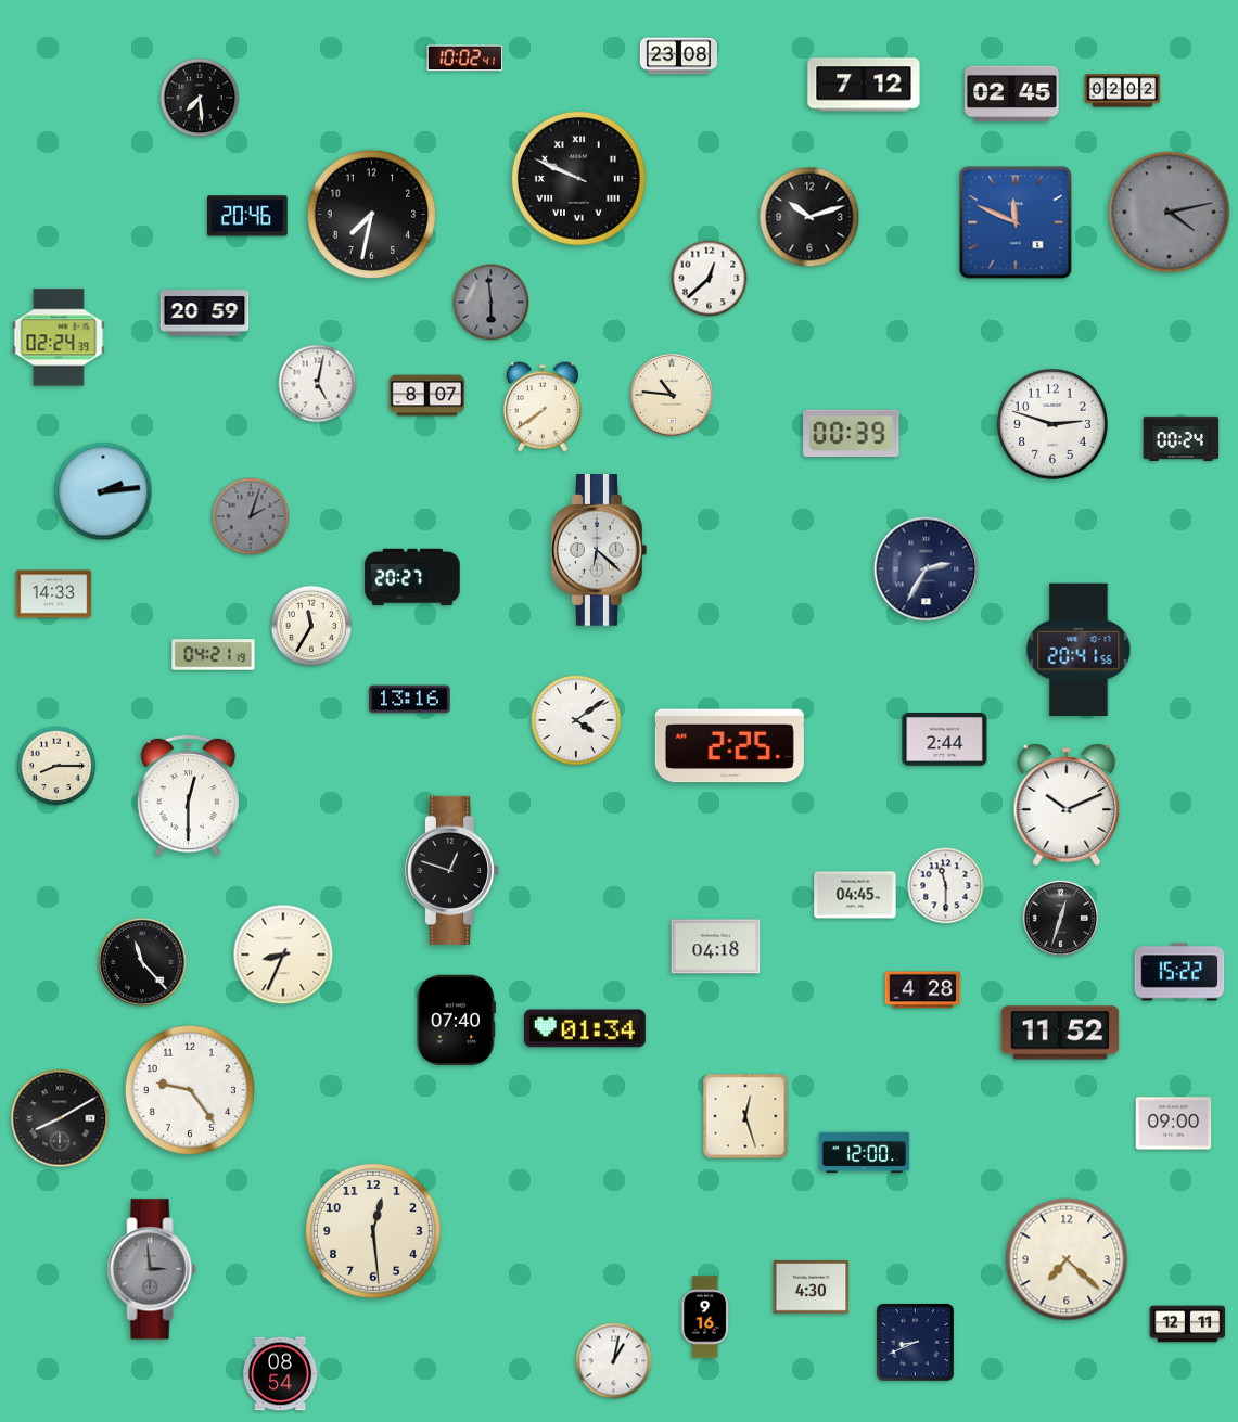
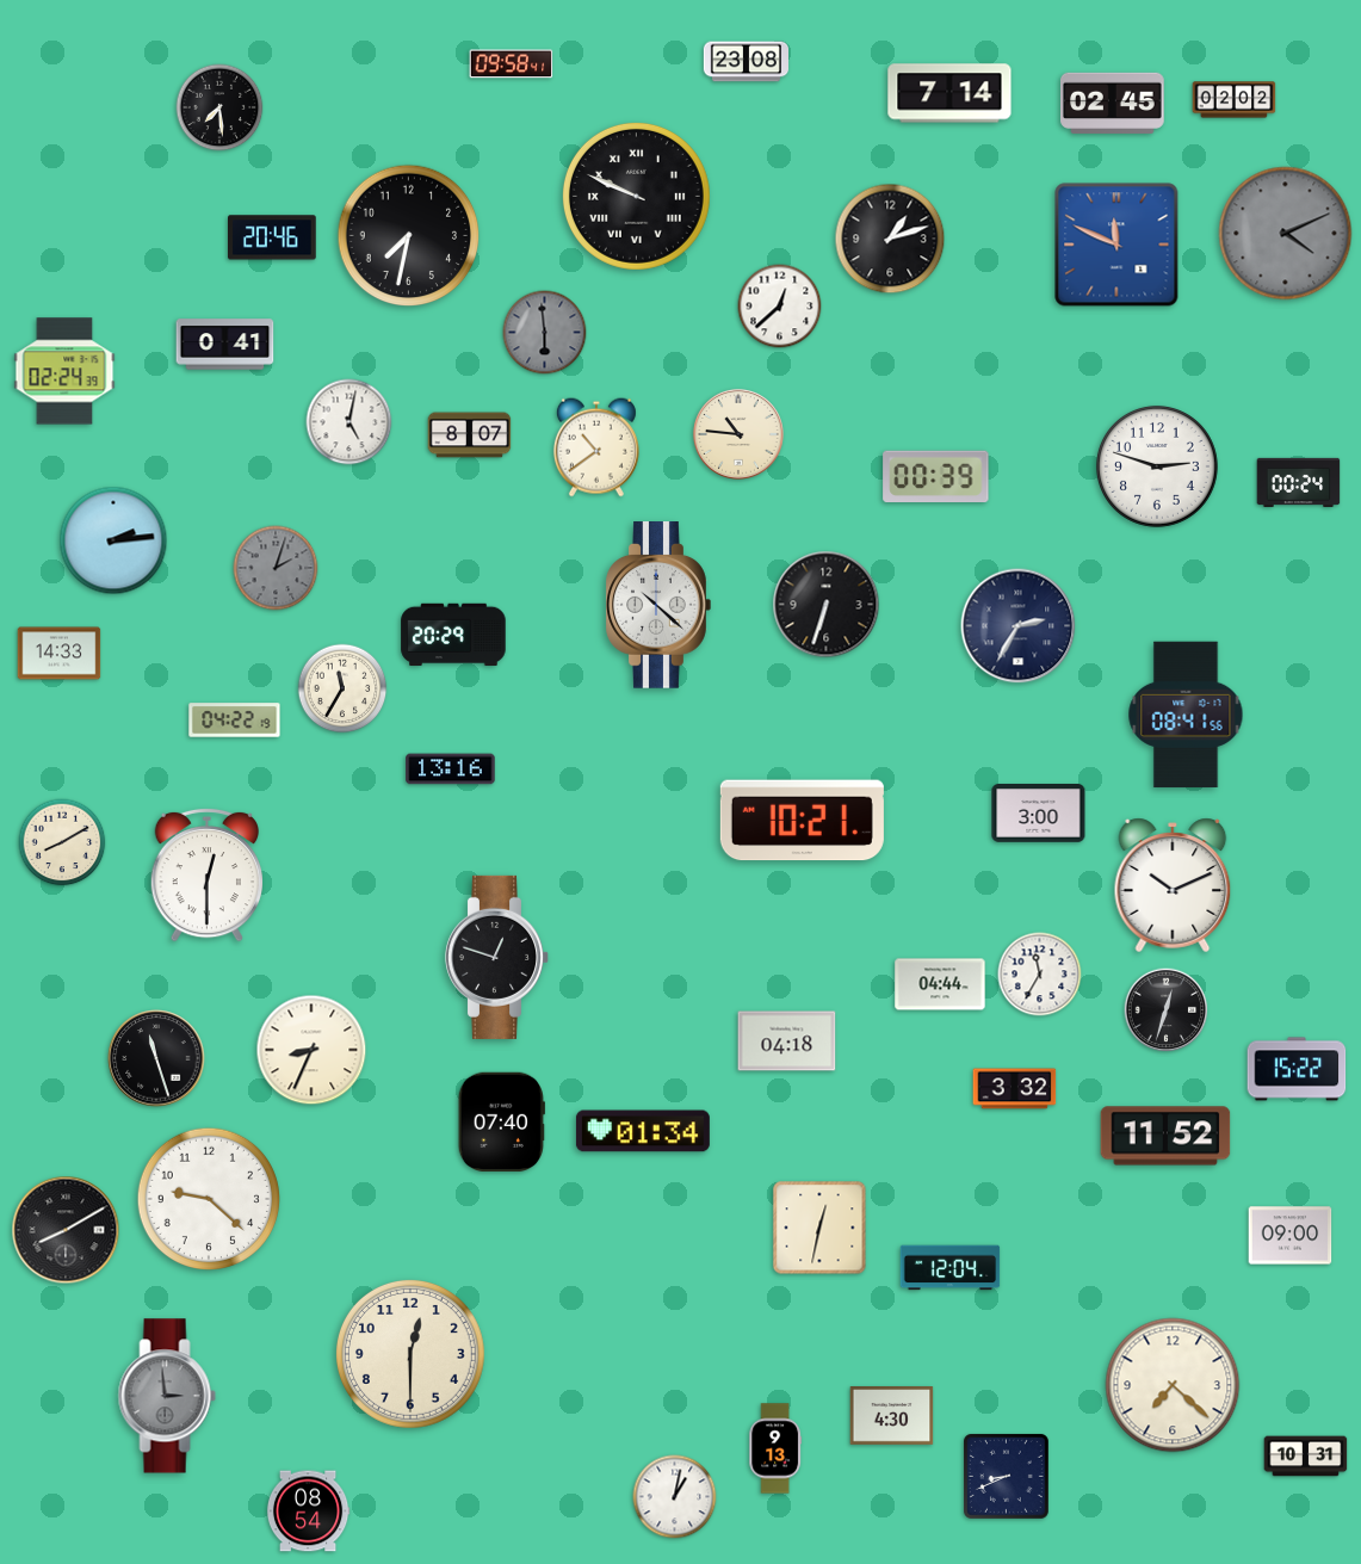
clock at (465, 59): 10:02 -> 09:58
clock at (864, 85): 7:12 -> 7:14
clock at (1170, 213): 4:13 -> 4:11
clock at (809, 217): 10:12 -> 1:12
clock at (492, 303) position: (492, 303) -> (545, 333)
clock at (205, 313): 20:59 -> 0:41
clock at (543, 407): 7:39 -> 10:39
clock at (599, 550): 6:22 -> 10:22
clock at (827, 605): none -> 6:33
clock at (412, 577): 20:27 -> 20:29
clock at (1079, 650): 20:41 -> 08:41
clock at (214, 655): 04:21 -> 04:22
clock at (576, 720): 4:09 -> none
clock at (945, 740): 2:44 -> 3:00
clock at (729, 746): 2:25 -> 10:21
clock at (56, 766): 8:15 -> 8:10
clock at (946, 886): 11:30 -> 11:35
clock at (855, 895): 04:45 -> 04:44
clock at (142, 962): 11:23 -> 11:27
clock at (923, 990): 4:28 -> 3:32
clock at (189, 1089): 9:24 -> 9:22
clock at (745, 1116): 12:27 -> 12:32
clock at (865, 1153): 12:00 -> 12:04
clock at (373, 1231): 12:29 -> 12:30
clock at (704, 1317): 9:16 -> 9:13
clock at (1188, 1324): 12:11 -> 10:31
